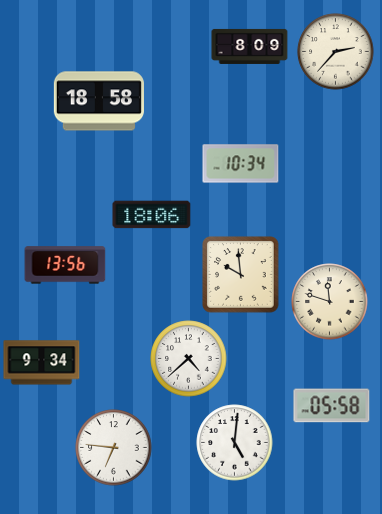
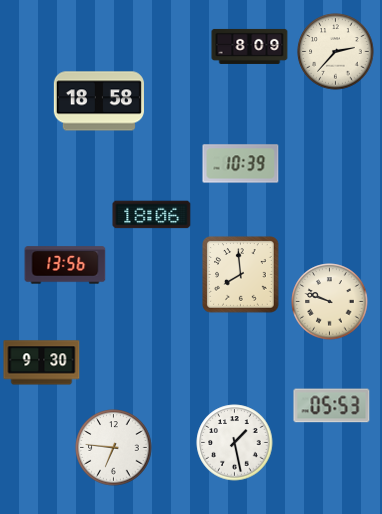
clock at (241, 164): 10:34 -> 10:39
clock at (241, 275): 9:59 -> 7:59
clock at (330, 302): 11:48 -> 9:48
clock at (189, 359): 4:38 -> none
clock at (42, 363): 9:34 -> 9:30
clock at (332, 406): 05:58 -> 05:53
clock at (235, 443): 5:01 -> 1:28
